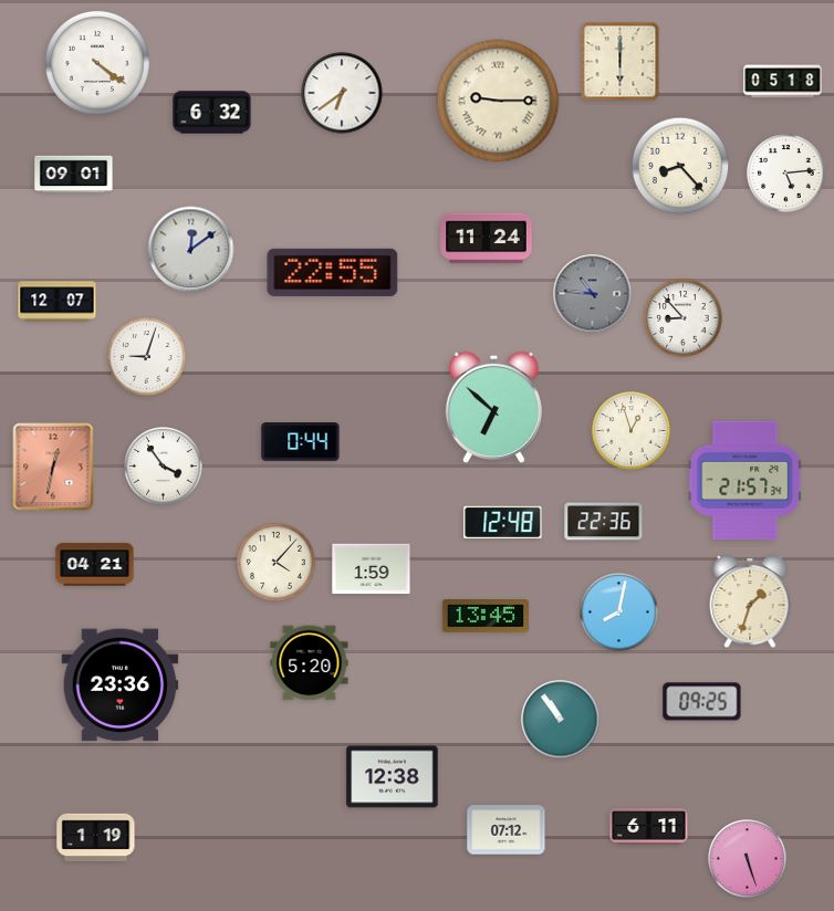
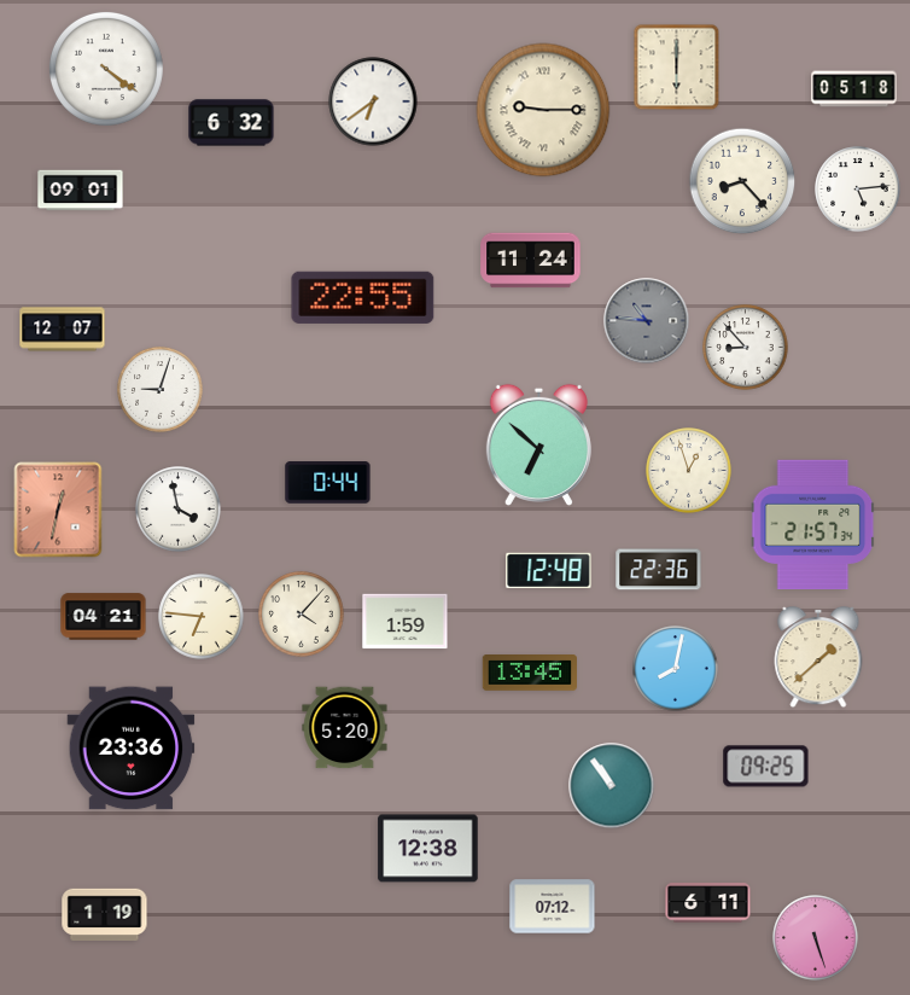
clock at (191, 250): 12:09 -> none
clock at (164, 467): 3:54 -> 3:58
clock at (202, 617): none -> 6:46
clock at (750, 601): 1:33 -> 1:38
clock at (310, 663) position: (310, 663) -> (345, 728)
